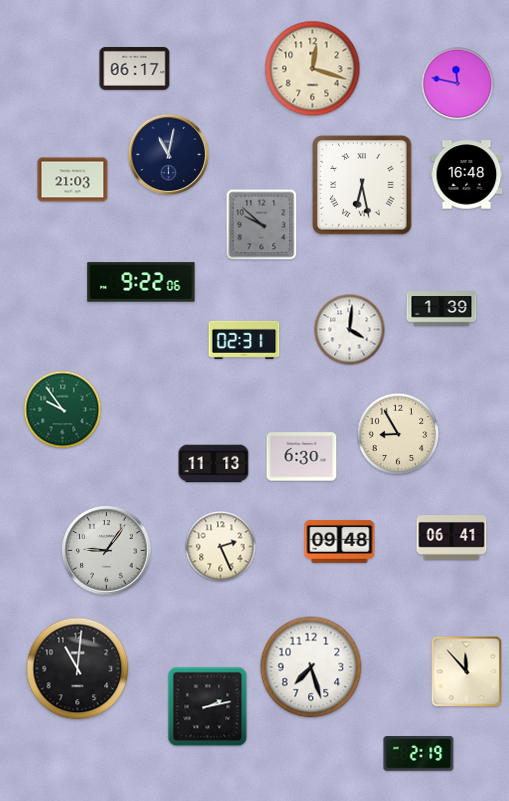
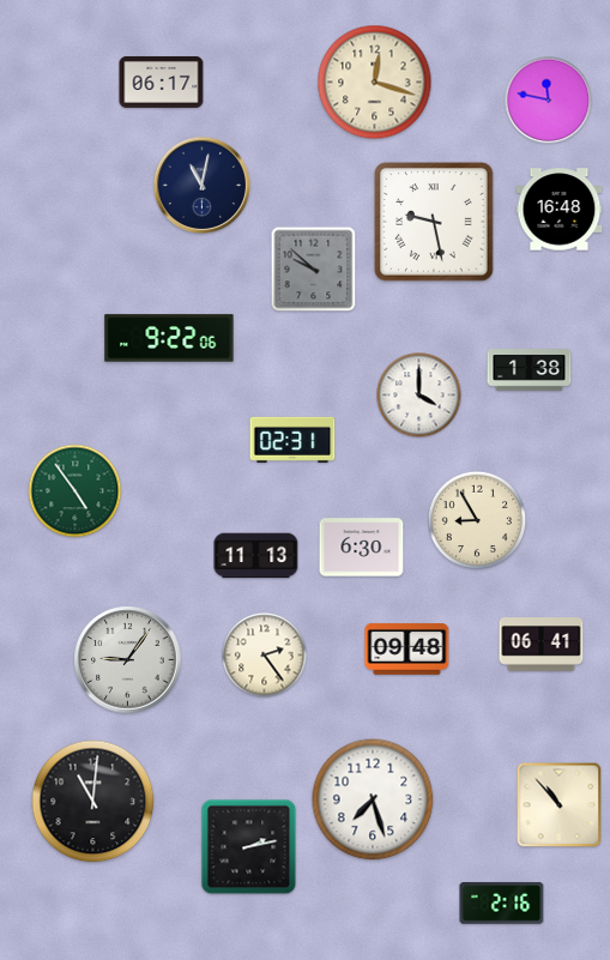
clock at (73, 180): 21:03 -> none
clock at (362, 185): 6:28 -> 9:28
clock at (442, 309): 1:39 -> 1:38
clock at (350, 330): 4:01 -> 4:00
clock at (244, 340) position: (244, 340) -> (292, 440)
clock at (63, 410): 9:54 -> 4:54
clock at (221, 547): 2:26 -> 2:24
clock at (467, 672): 11:53 -> 10:53
clock at (419, 754): 2:19 -> 2:16
